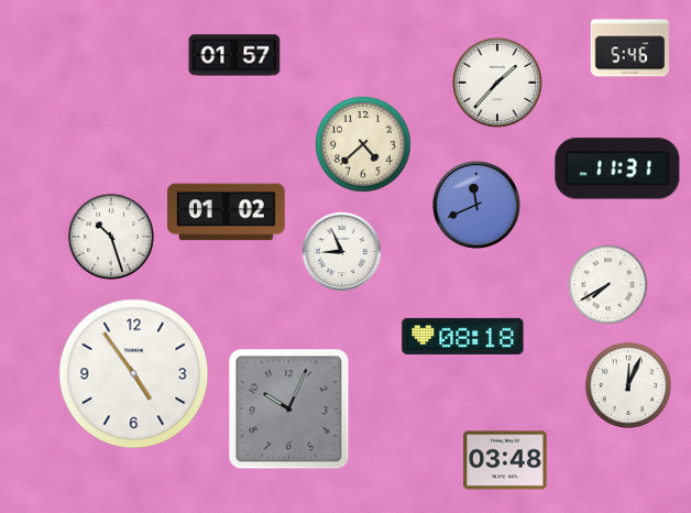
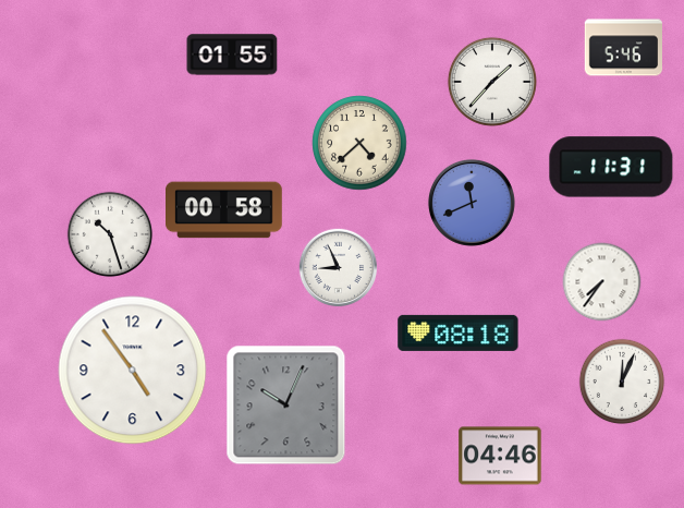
clock at (234, 55): 01:57 -> 01:55
clock at (227, 212): 01:02 -> 00:58
clock at (342, 252) position: (342, 252) -> (339, 268)
clock at (608, 285): 7:40 -> 7:36
clock at (505, 460): 03:48 -> 04:46
